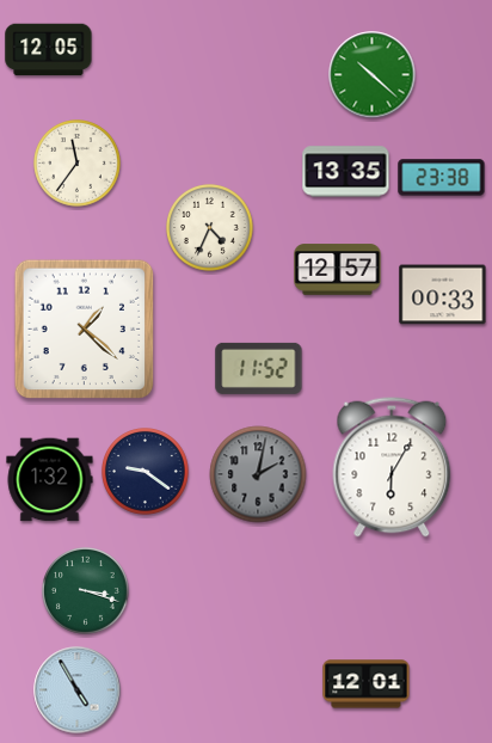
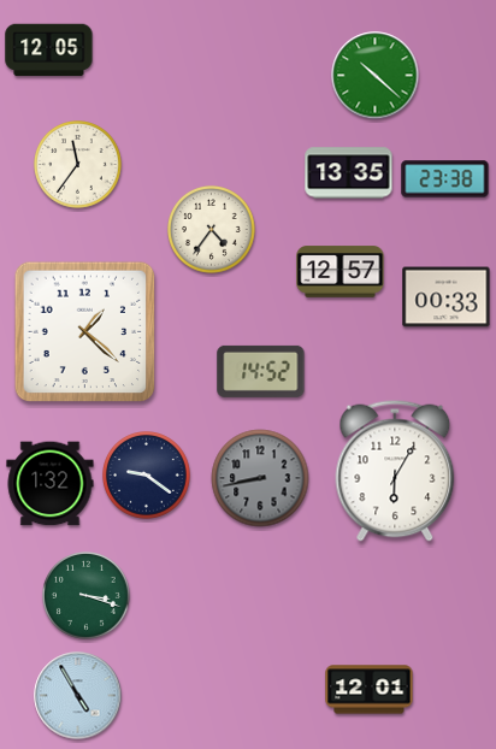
clock at (210, 228): 4:34 -> 4:36
clock at (259, 368): 11:52 -> 14:52
clock at (258, 474): 2:02 -> 8:43
